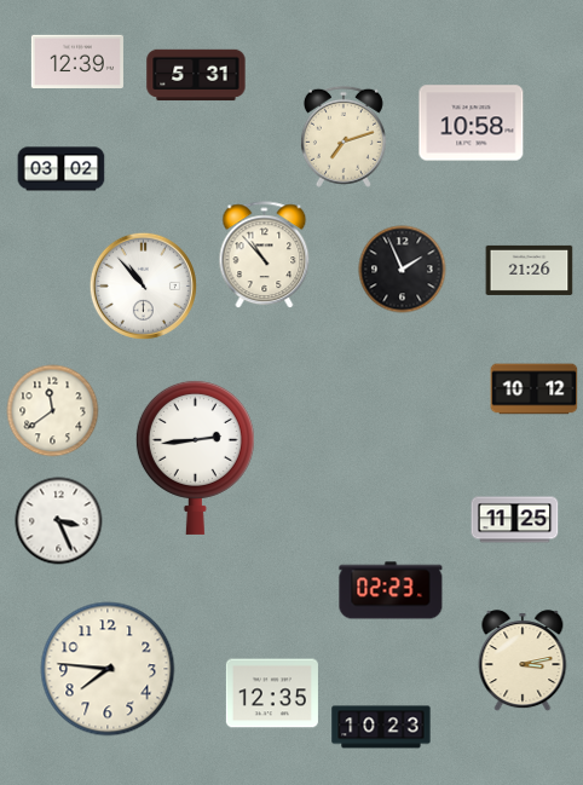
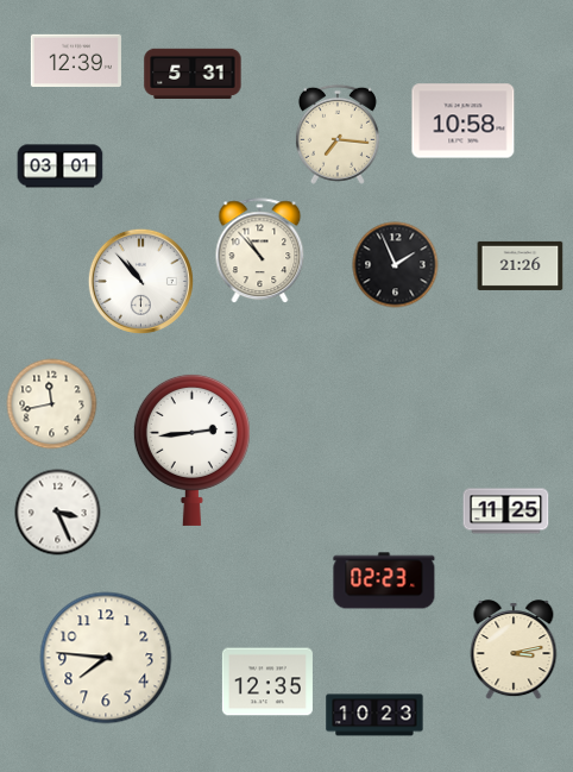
clock at (344, 137): 7:12 -> 7:16
clock at (62, 169): 03:02 -> 03:01
clock at (535, 389): 10:12 -> none
clock at (53, 411): 11:39 -> 11:43
